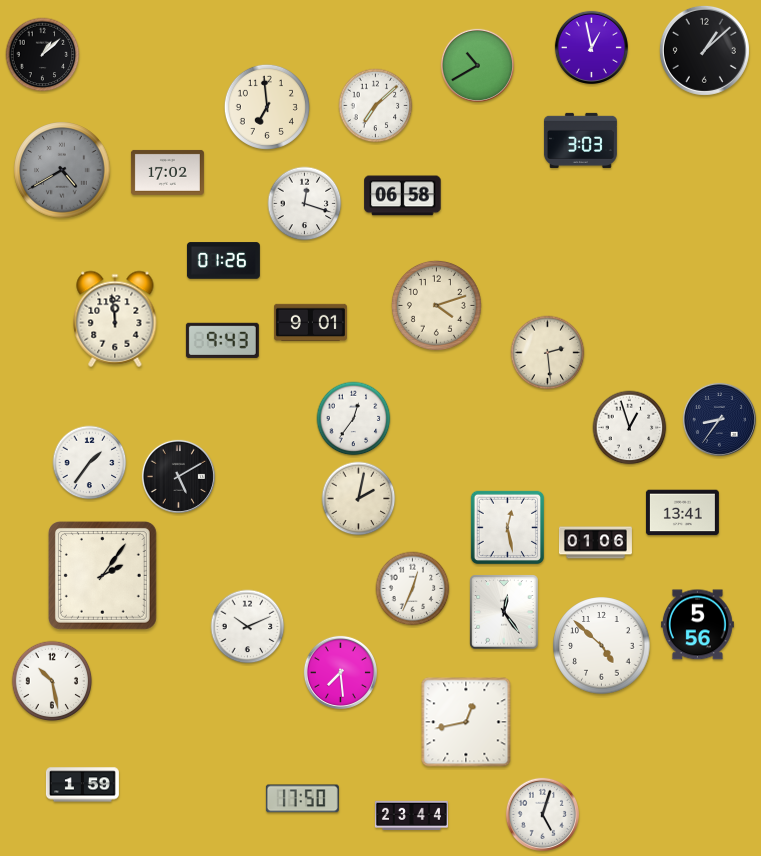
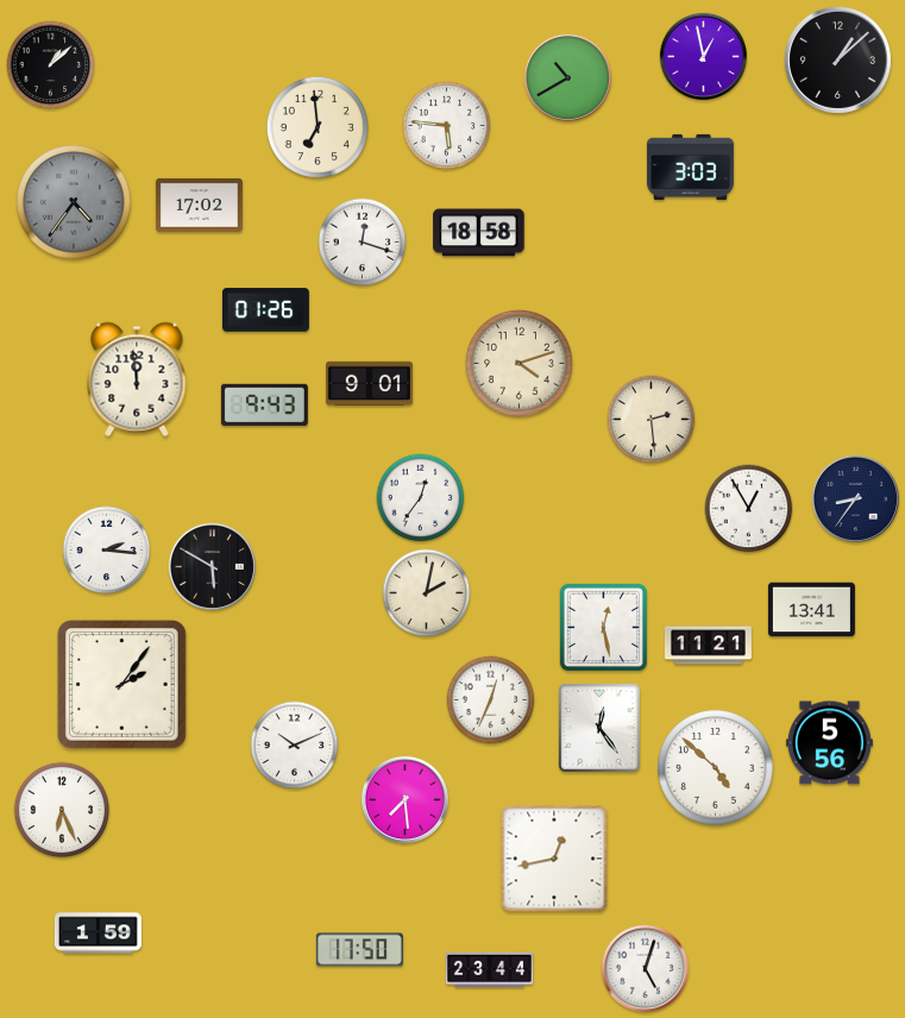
clock at (376, 106): 7:08 -> 5:46
clock at (62, 170): 4:40 -> 4:36
clock at (403, 196): 06:58 -> 18:58
clock at (630, 428): 12:57 -> 12:55
clock at (90, 463): 1:36 -> 2:16
clock at (178, 476): 5:10 -> 5:50
clock at (595, 543): 01:06 -> 11:21
clock at (52, 681): 10:28 -> 6:26
